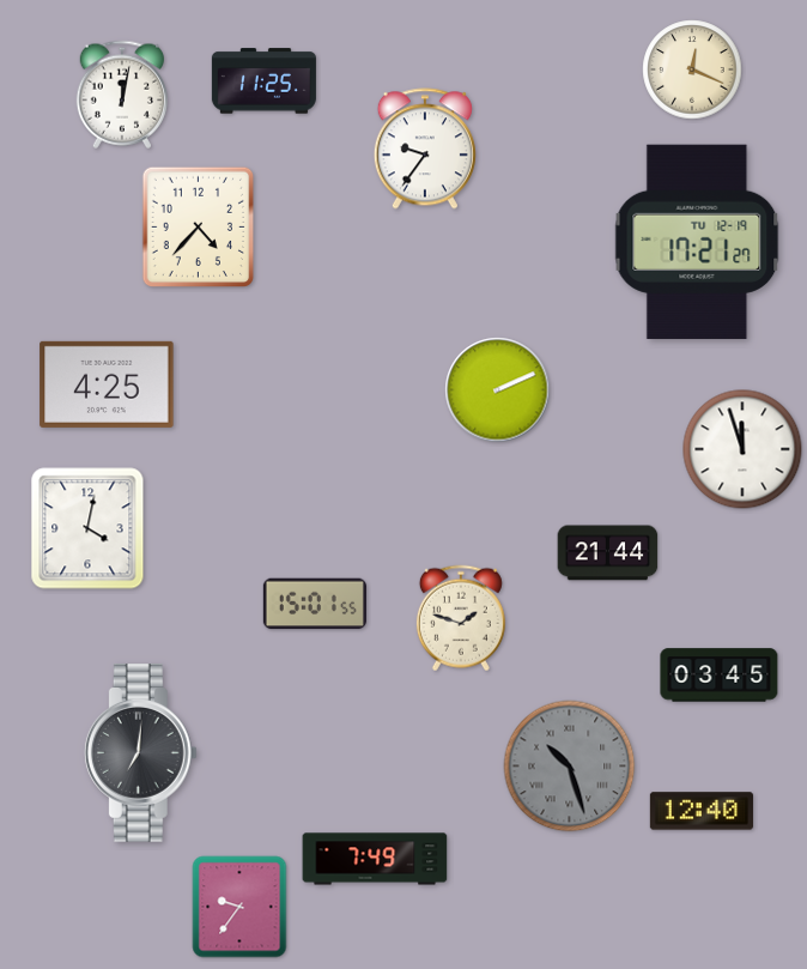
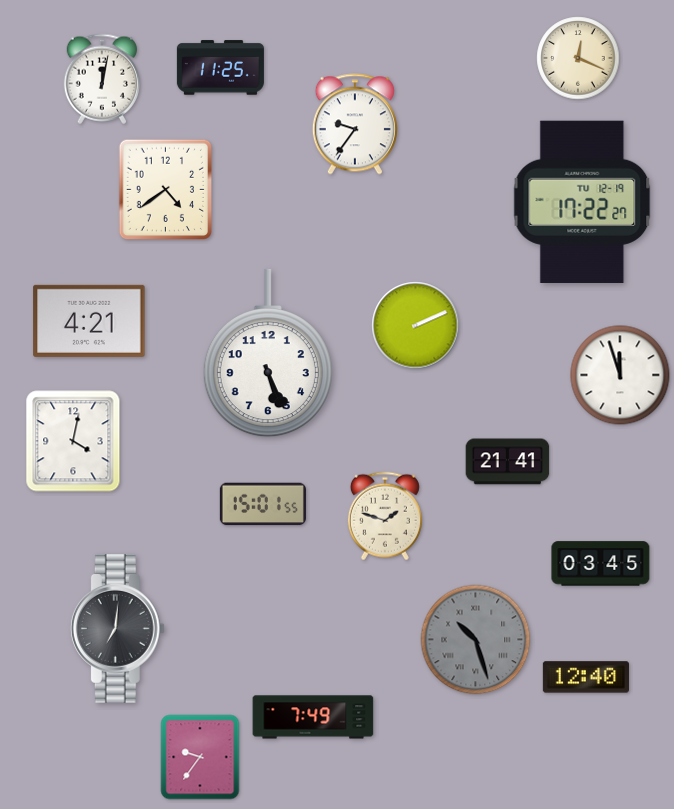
clock at (198, 228): 4:37 -> 4:39
clock at (697, 242): 17:21 -> 17:22
clock at (107, 384): 4:25 -> 4:21
clock at (268, 353): none -> 5:26
clock at (608, 553): 21:44 -> 21:41
